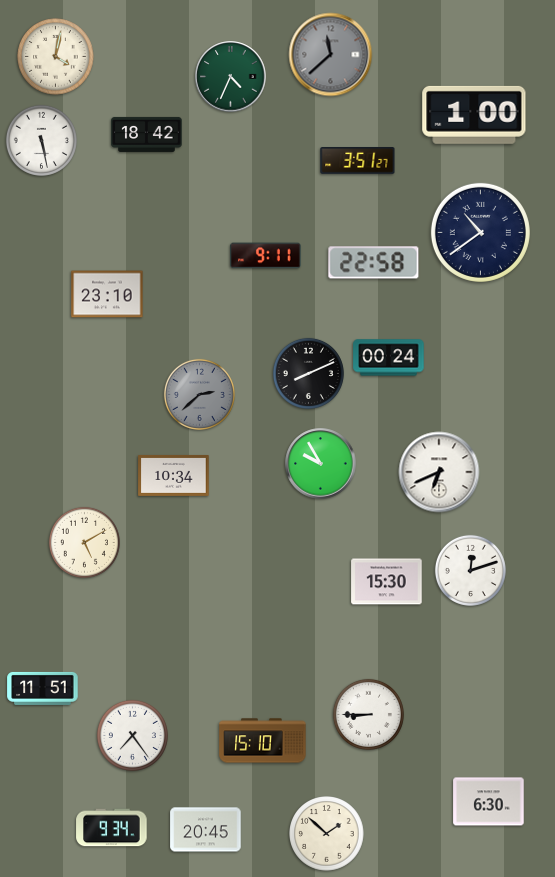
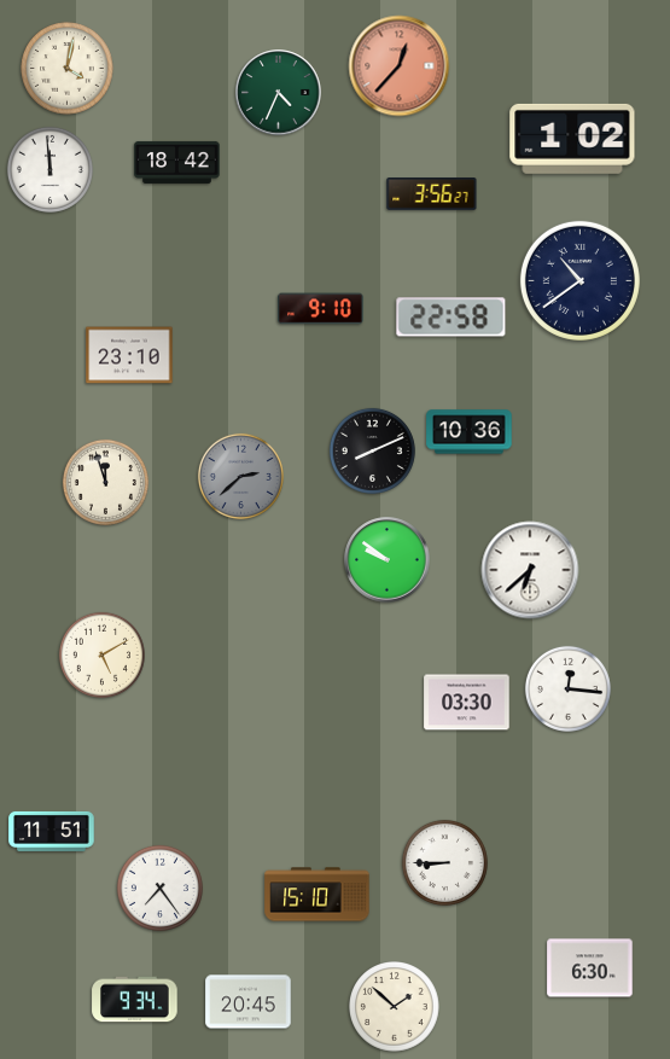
clock at (331, 55): 11:38 -> 12:37
clock at (331, 55) dial: grey -> salmon
clock at (474, 115): 1:00 -> 1:02
clock at (41, 140): 5:28 -> 11:59
clock at (358, 161): 3:51 -> 3:56
clock at (266, 256): 9:11 -> 9:10
clock at (389, 358): 00:24 -> 10:36
clock at (105, 482): none -> 11:57
clock at (321, 464): 9:55 -> 9:51
clock at (439, 472): 6:41 -> 6:38
clock at (174, 475): 10:34 -> none
clock at (470, 570): 12:12 -> 12:16
clock at (387, 582): 15:30 -> 03:30
